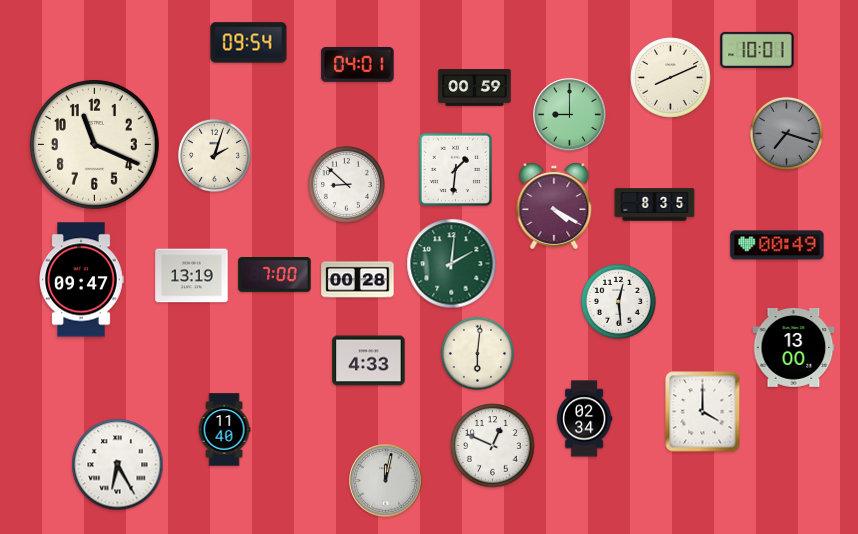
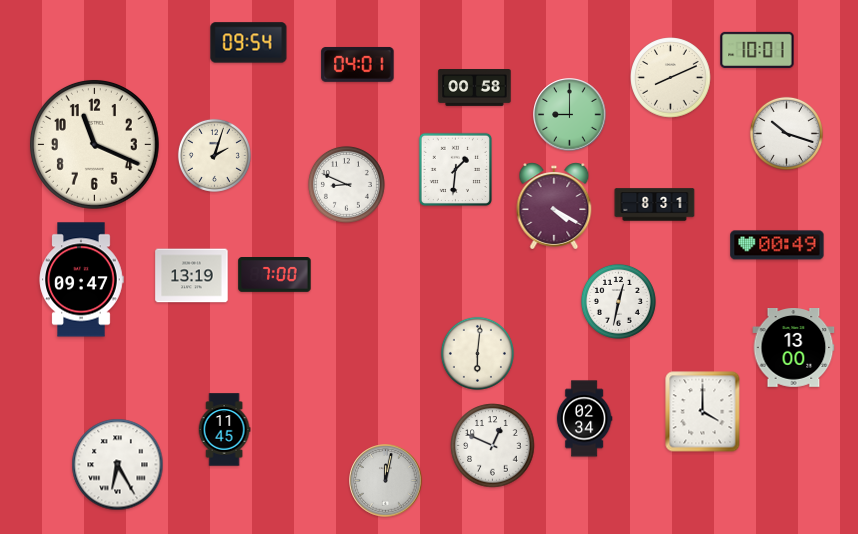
clock at (475, 88): 00:59 -> 00:58
clock at (786, 133): 7:18 -> 10:18
clock at (786, 133) dial: grey -> white
clock at (346, 184): 8:52 -> 8:49
clock at (655, 205): 8:35 -> 8:31
clock at (452, 264): 2:01 -> none
clock at (358, 280): 00:28 -> none
clock at (618, 301): 12:29 -> 12:32
clock at (369, 361): 4:33 -> none
clock at (224, 430): 11:40 -> 11:45
